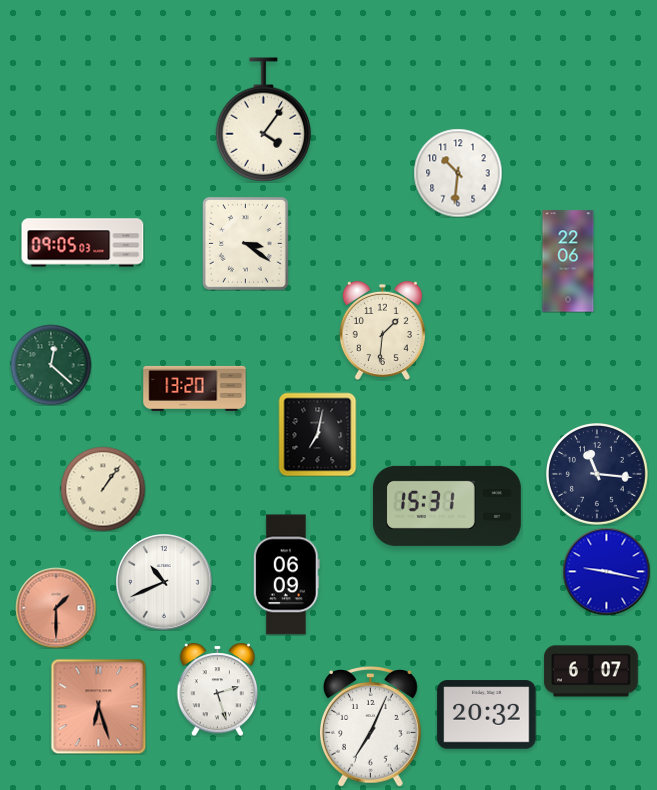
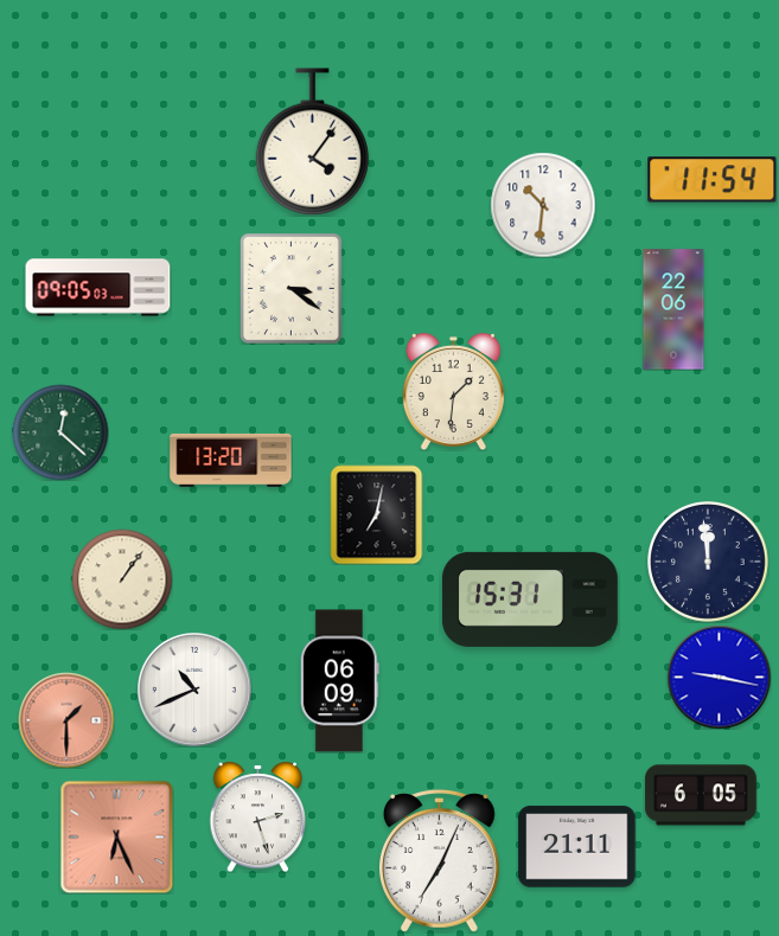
clock at (713, 180): none -> 11:54
clock at (598, 475): 11:16 -> 11:59
clock at (591, 671): 6:07 -> 6:05
clock at (98, 706): 6:27 -> 6:26
clock at (487, 715): 20:32 -> 21:11
